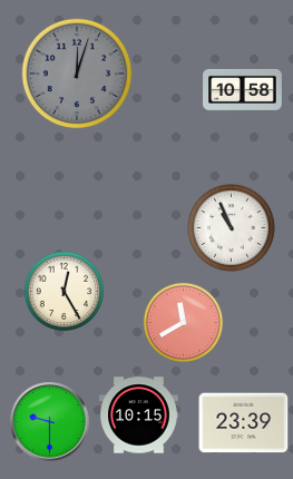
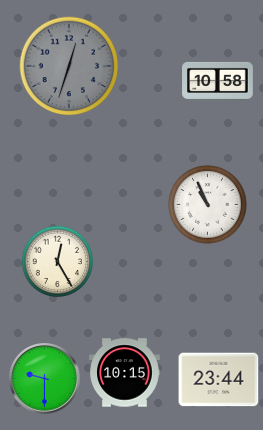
clock at (77, 74): 12:03 -> 12:33
clock at (184, 323): 11:40 -> none
clock at (244, 423): 23:39 -> 23:44
